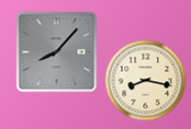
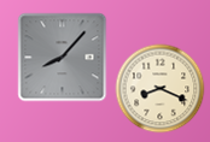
clock at (146, 81): 8:17 -> 8:19
